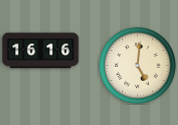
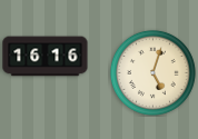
clock at (137, 65): 5:01 -> 5:03
